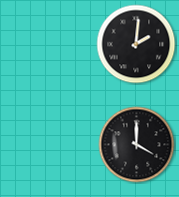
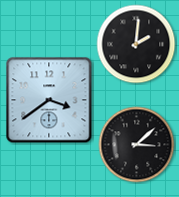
clock at (49, 100): none -> 3:39
clock at (137, 145): 4:00 -> 3:08
